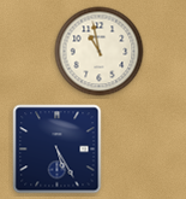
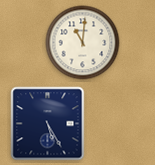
clock at (100, 52): 10:58 -> 11:01
